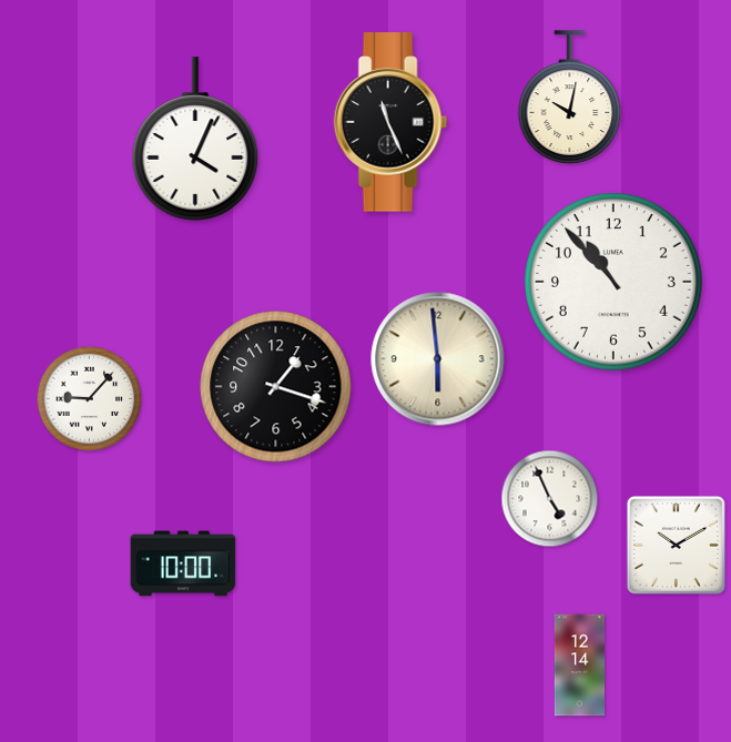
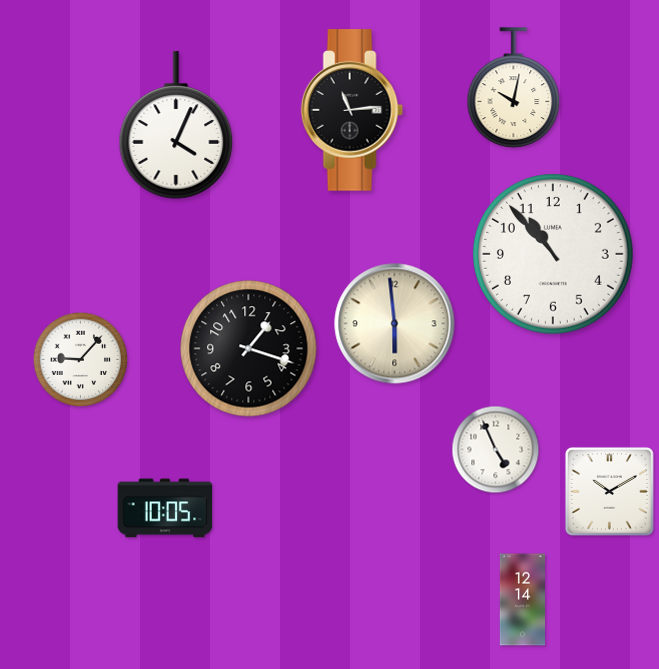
clock at (390, 122): 11:26 -> 11:14
clock at (183, 563): 10:00 -> 10:05
